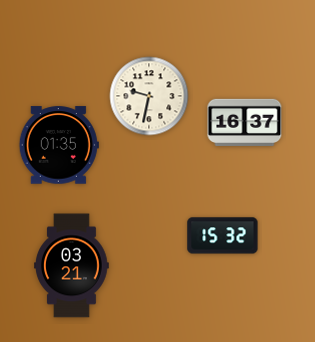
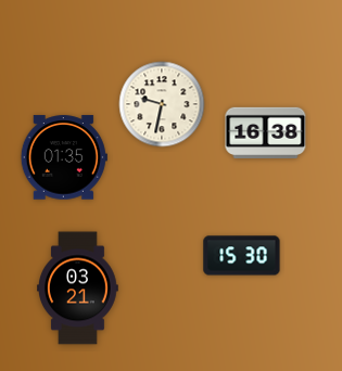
clock at (245, 122): 16:37 -> 16:38
clock at (223, 236): 15:32 -> 15:30
